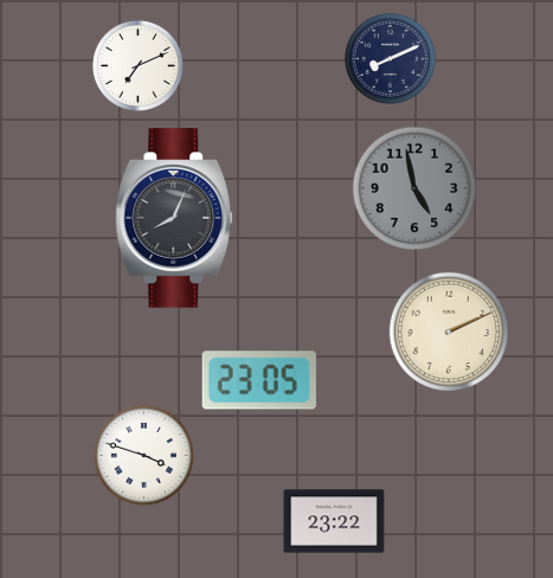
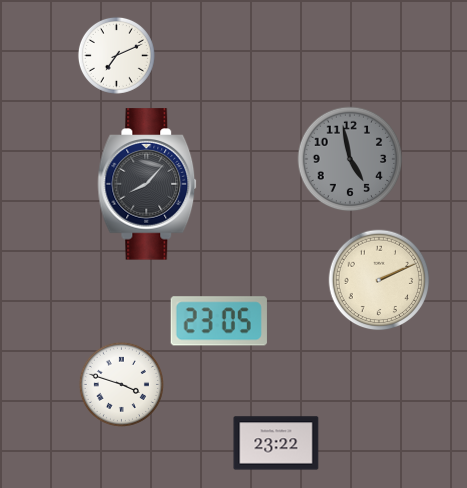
clock at (390, 58): 8:11 -> none
clock at (174, 218): 8:04 -> 8:07
clock at (334, 521) position: (334, 521) -> (276, 443)
